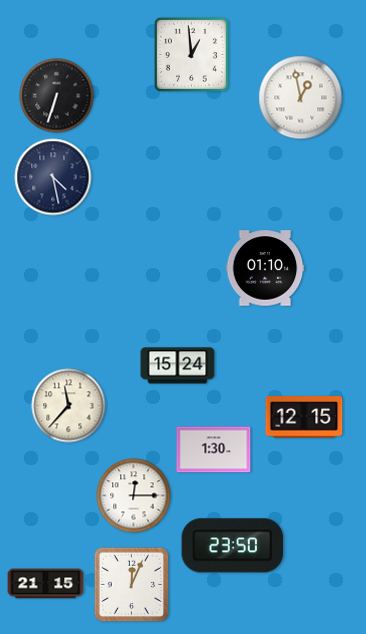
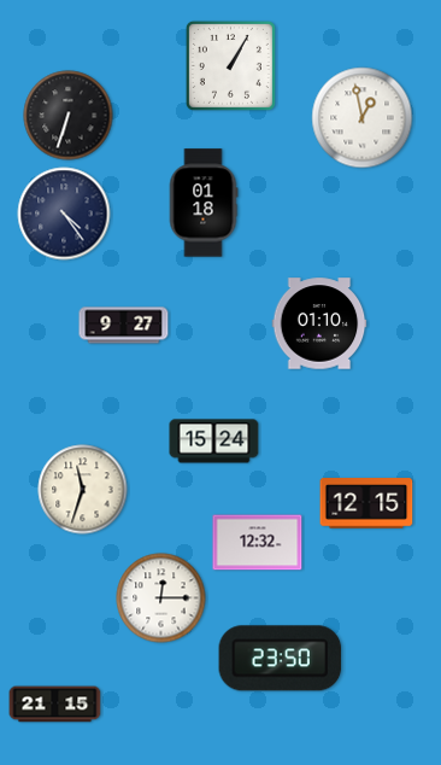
clock at (191, 54): 12:59 -> 1:05
clock at (204, 203): none -> 01:18
clock at (53, 177): 4:28 -> 4:24
clock at (124, 326): none -> 9:27
clock at (69, 406): 11:37 -> 11:33
clock at (214, 450): 1:30 -> 12:32
clock at (132, 585): 12:04 -> none
